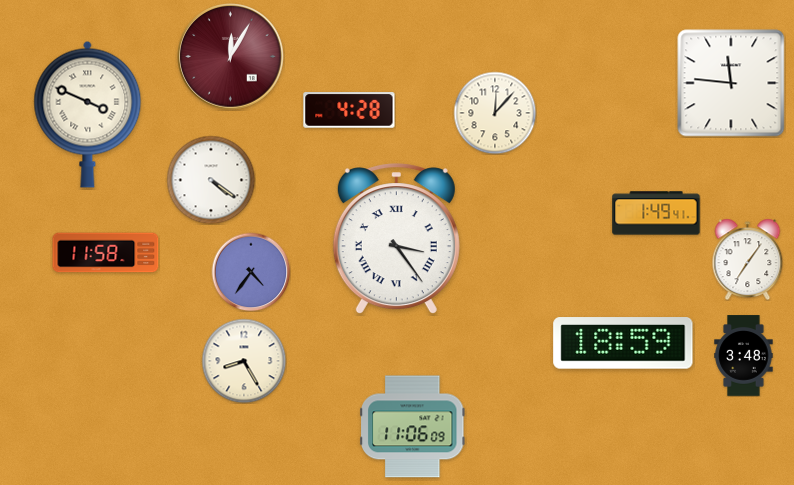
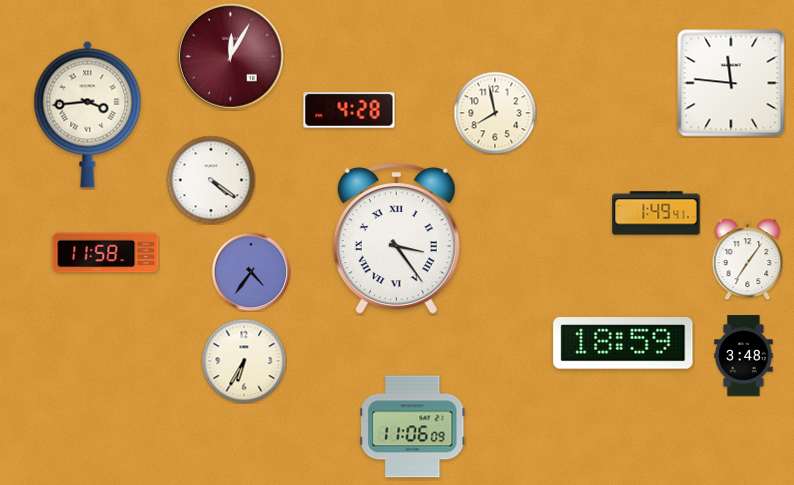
clock at (495, 113): 12:07 -> 7:58
clock at (88, 114): 3:49 -> 3:44
clock at (244, 361): 8:25 -> 6:35
